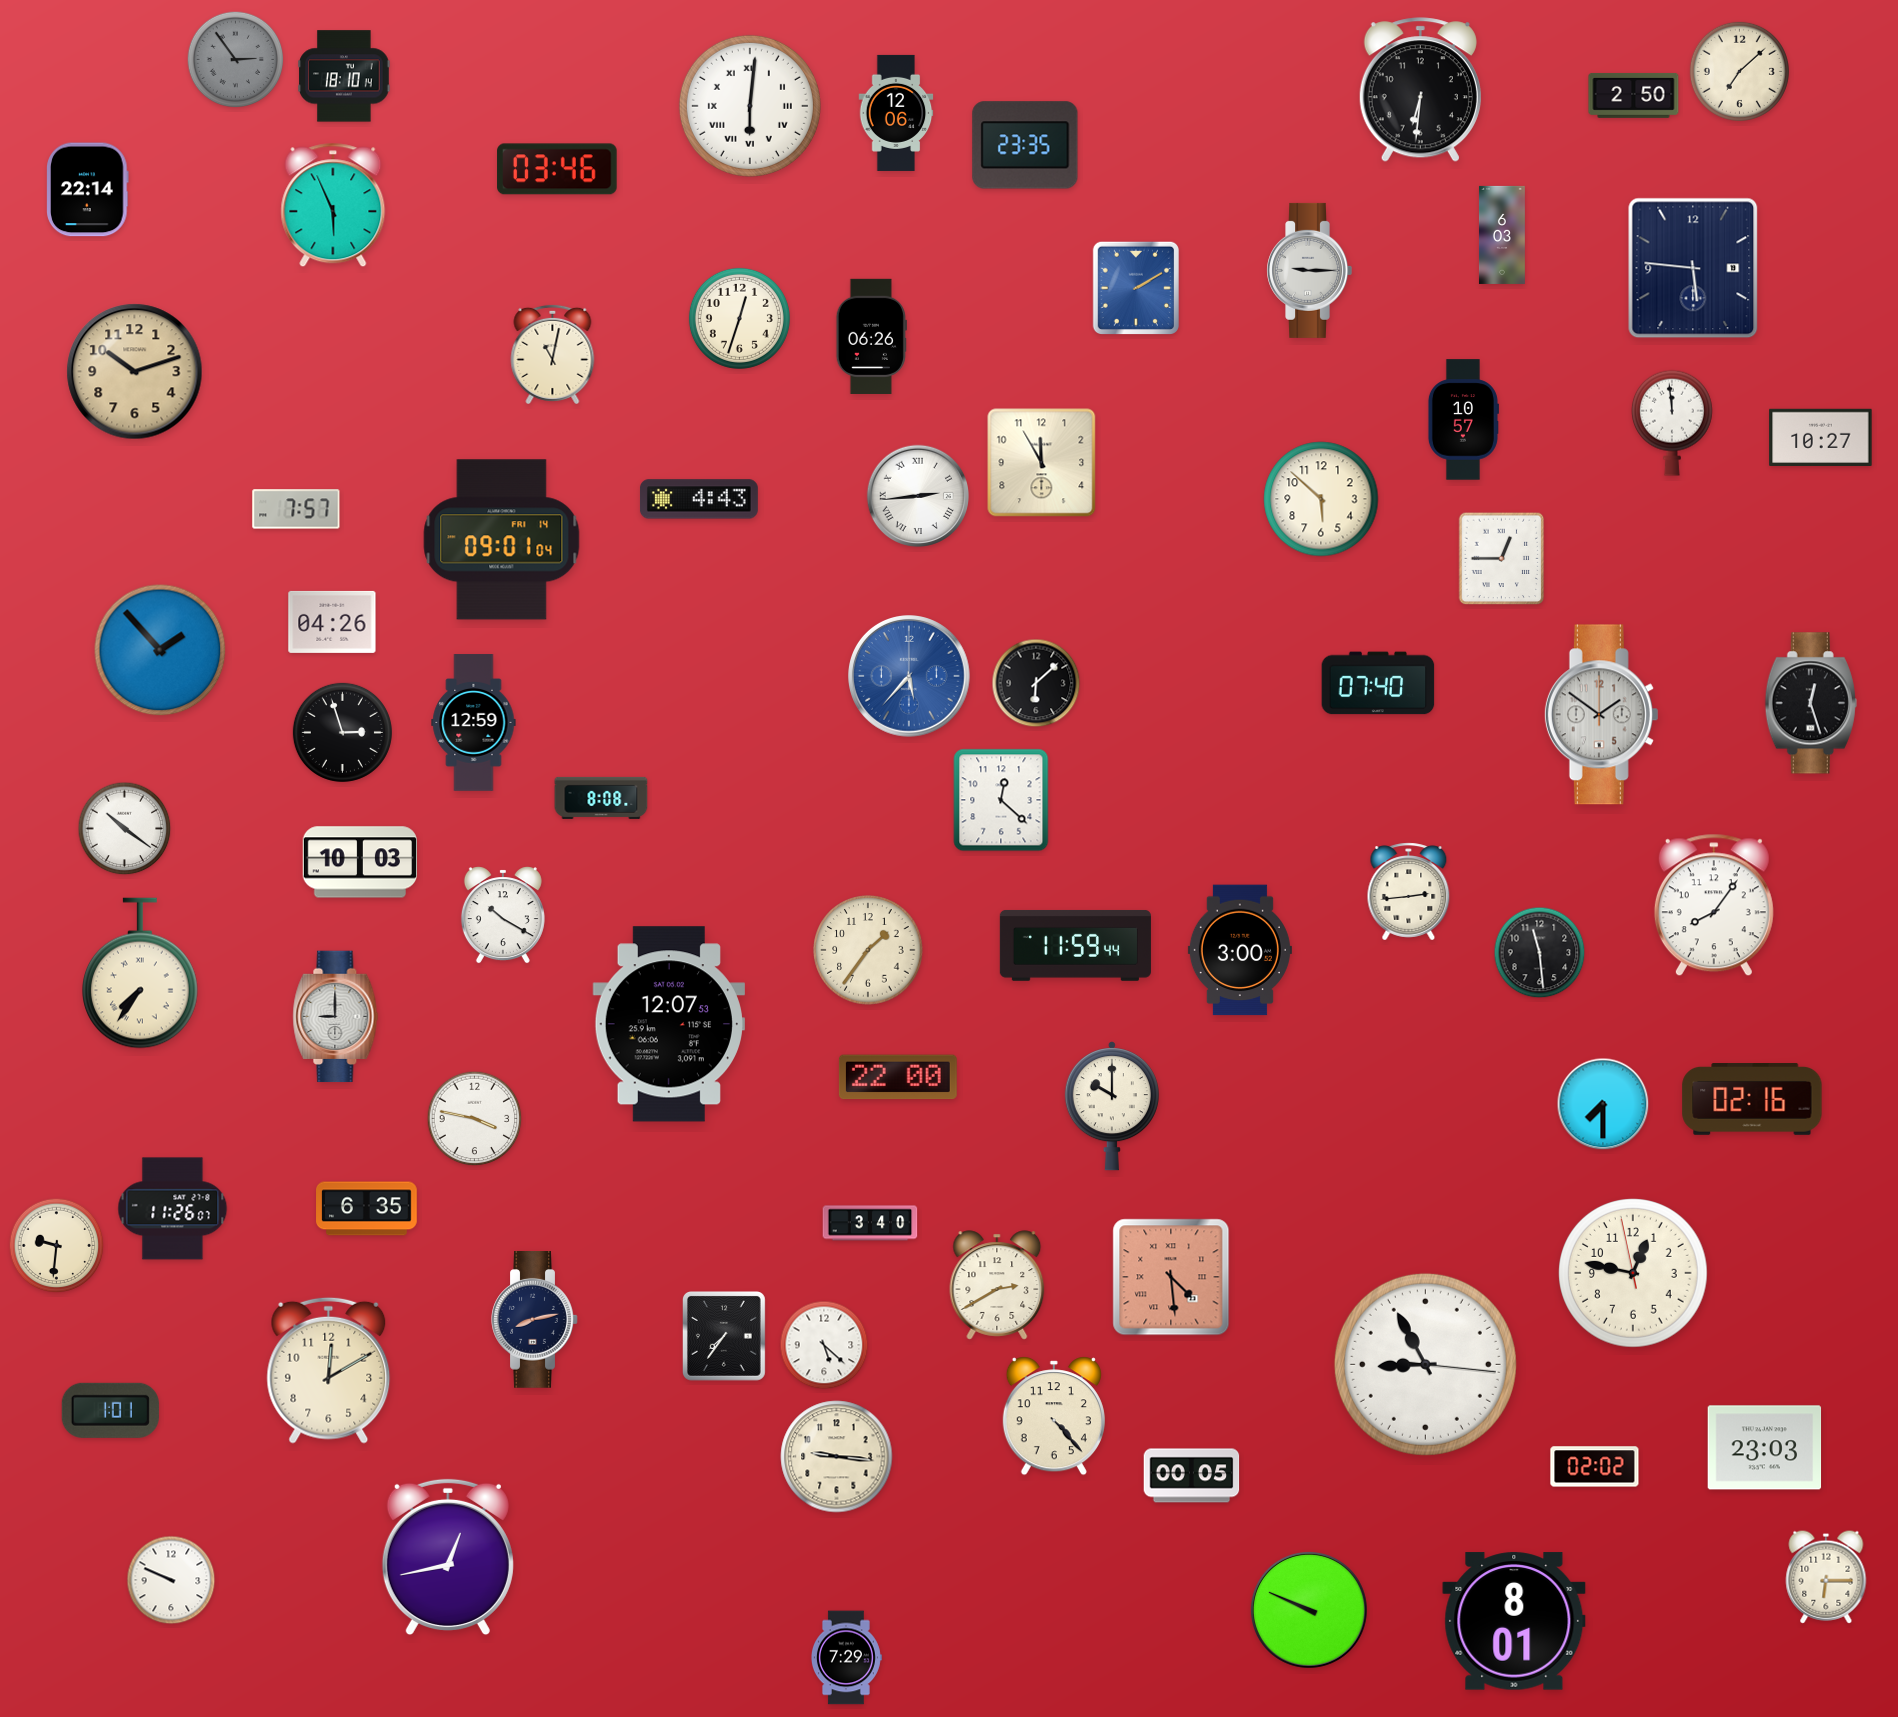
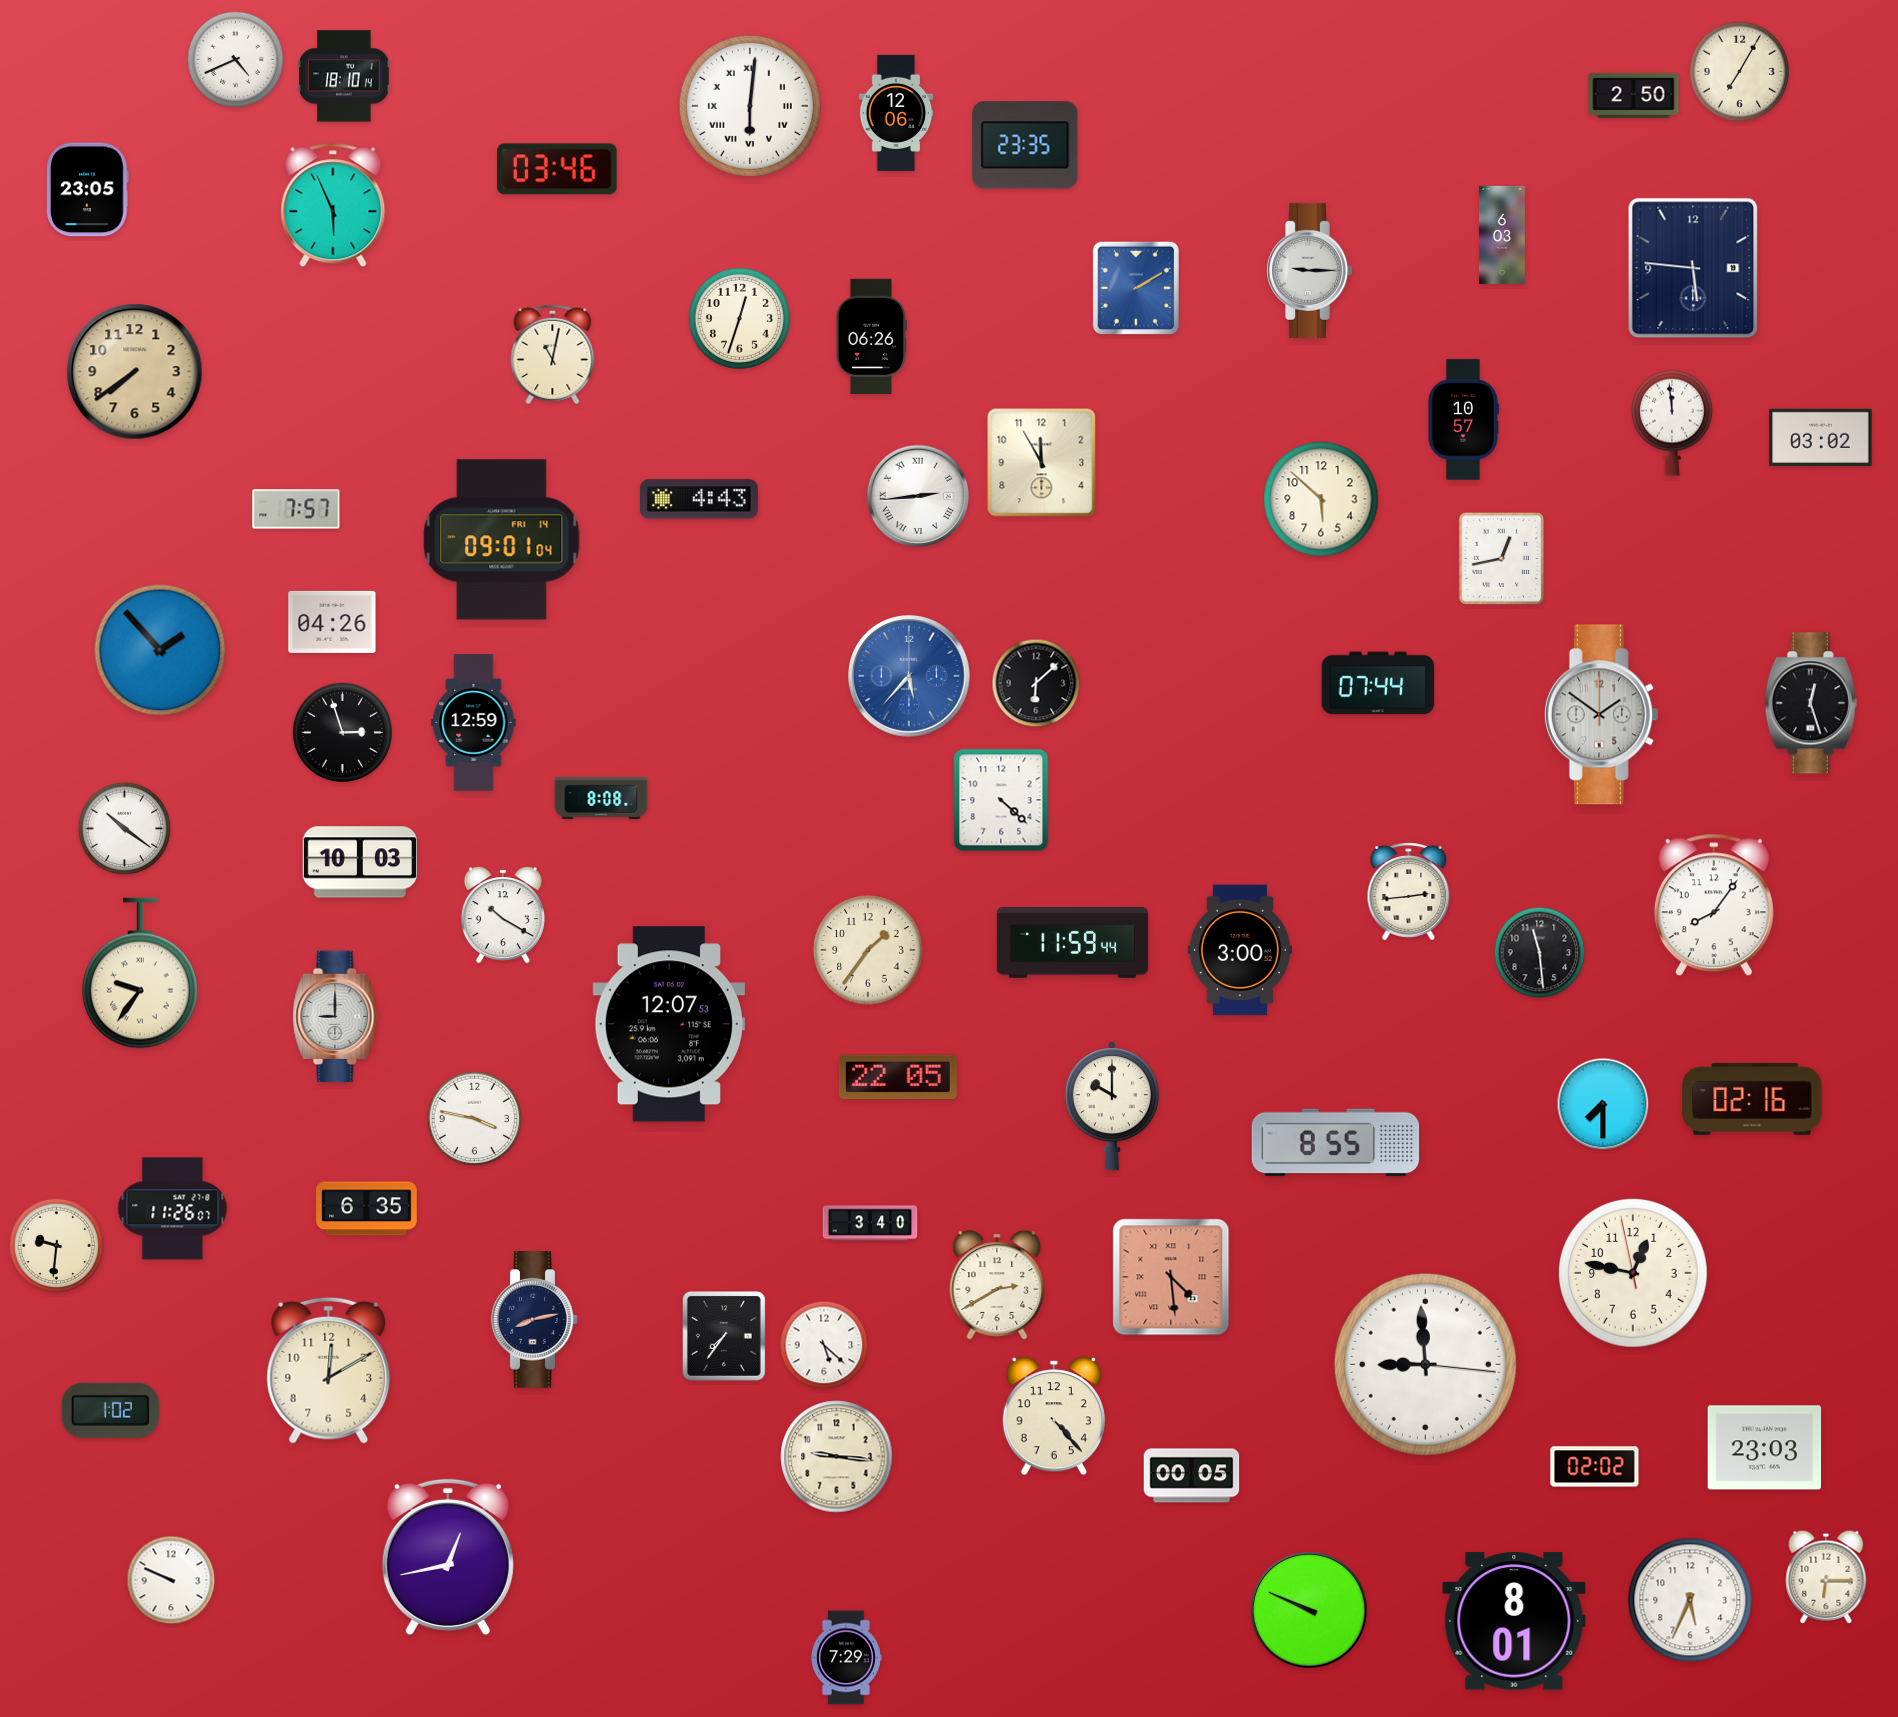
clock at (236, 60): 2:54 -> 4:41
clock at (236, 60) dial: grey -> white
clock at (1739, 71): 7:08 -> 7:05
clock at (1420, 90): 6:31 -> none
clock at (88, 190): 22:14 -> 23:05
clock at (135, 372): 10:12 -> 7:39
clock at (1821, 437): 10:27 -> 03:02
clock at (1502, 559): 12:45 -> 12:43
clock at (1378, 683): 07:40 -> 07:44
clock at (1001, 800): 12:22 -> 4:22
clock at (1075, 945) position: (1075, 945) -> (1072, 942)
clock at (141, 973): 7:36 -> 9:36
clock at (898, 1077): 22:00 -> 22:05
clock at (1336, 1143): none -> 8:55
clock at (1425, 1364): 8:55 -> 8:59
clock at (110, 1410): 1:01 -> 1:02
clock at (1690, 1600): none -> 5:34
